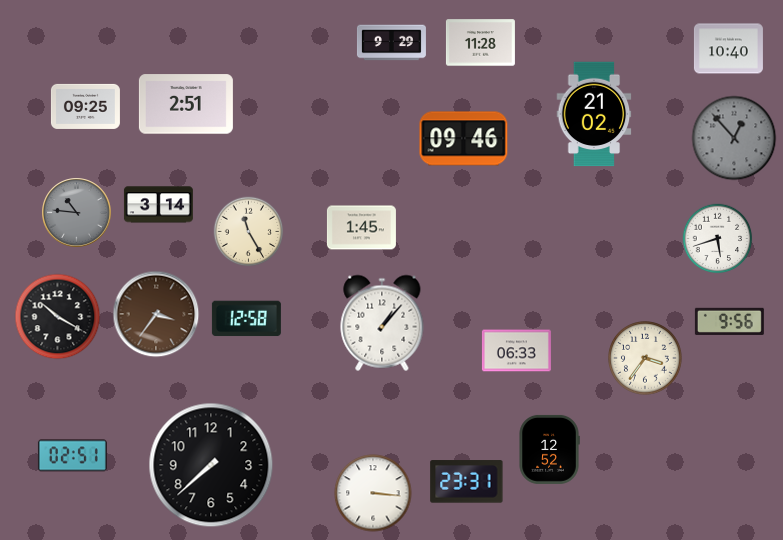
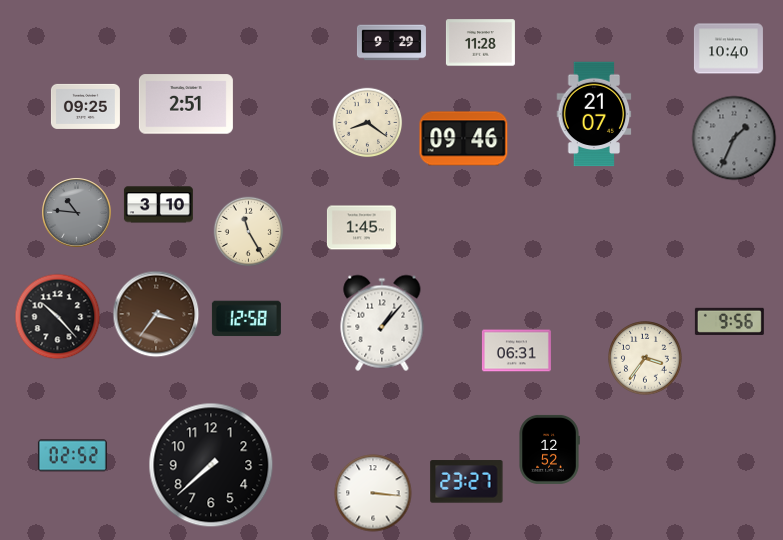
clock at (594, 114): 21:02 -> 21:07
clock at (368, 123): none -> 8:21
clock at (734, 138): 12:53 -> 1:34
clock at (158, 205): 3:14 -> 3:10
clock at (718, 239): 5:42 -> none
clock at (58, 317): 10:20 -> 10:23
clock at (516, 351): 06:33 -> 06:31
clock at (72, 456): 02:51 -> 02:52
clock at (467, 482): 23:31 -> 23:27
